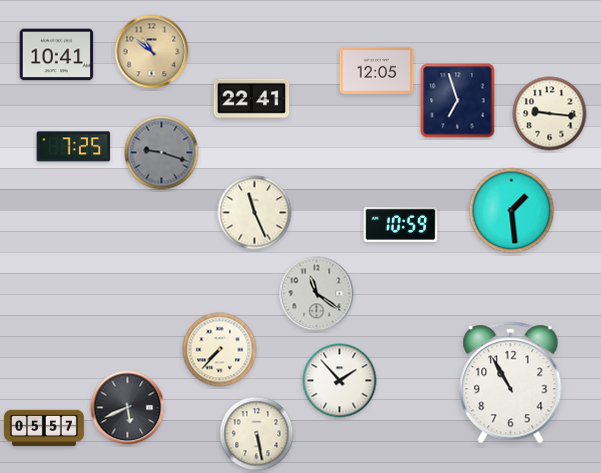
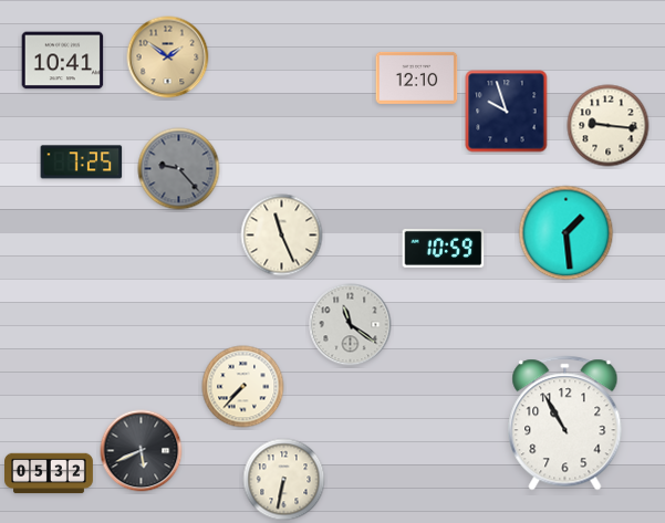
clock at (152, 52): 10:51 -> 1:51
clock at (377, 70): 12:05 -> 12:10
clock at (252, 99): 22:41 -> none
clock at (458, 101): 6:57 -> 9:57
clock at (162, 153): 9:18 -> 9:23
clock at (340, 381): 1:53 -> none
clock at (45, 428): 05:57 -> 05:32
clock at (257, 434): 5:28 -> 6:32
